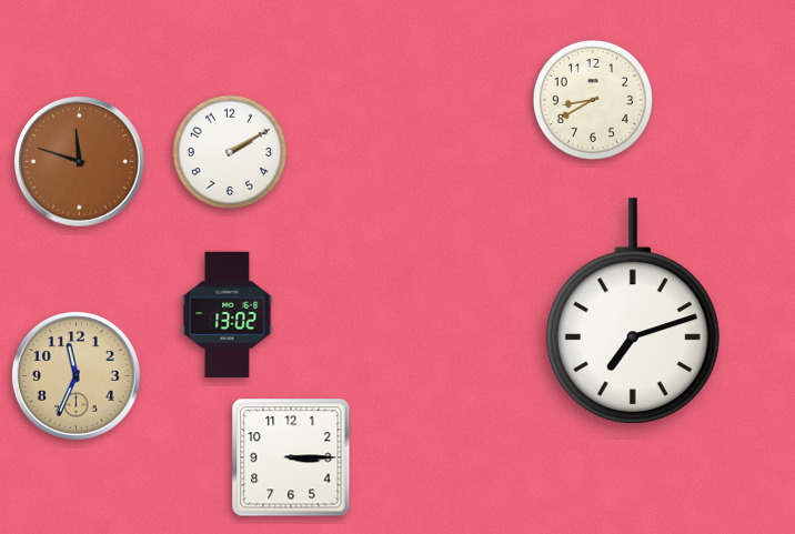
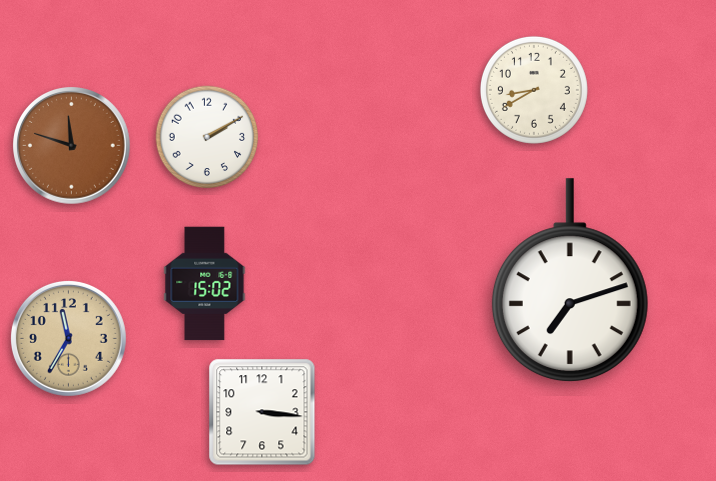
clock at (228, 315): 13:02 -> 15:02
clock at (76, 375): 11:34 -> 11:35
clock at (291, 457): 3:15 -> 3:16
